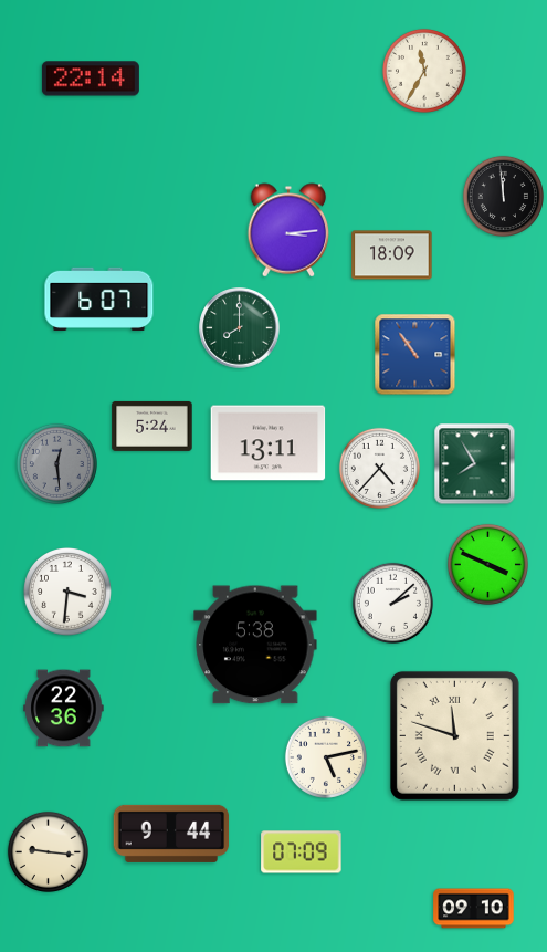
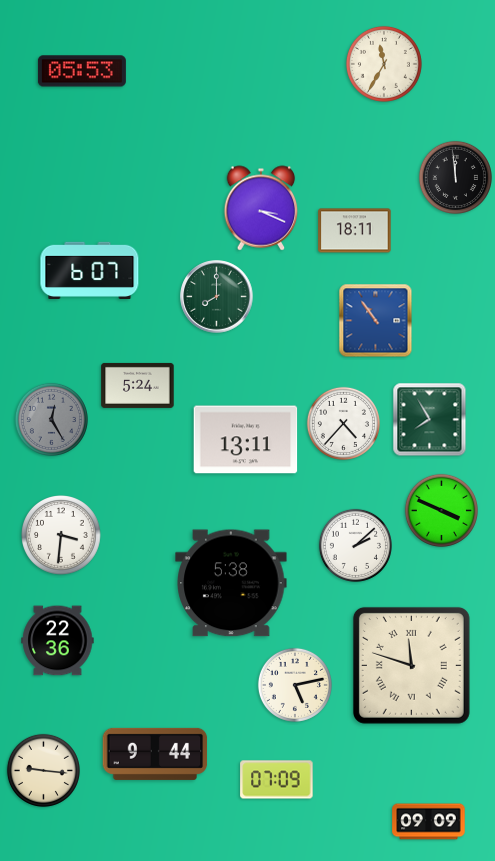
clock at (91, 79): 22:14 -> 05:53
clock at (288, 230): 3:14 -> 3:19
clock at (392, 255): 18:09 -> 18:11
clock at (269, 443) position: (269, 443) -> (246, 440)
clock at (56, 463): 12:29 -> 12:25
clock at (302, 852) position: (302, 852) -> (277, 780)
clock at (474, 909): 09:10 -> 09:09
